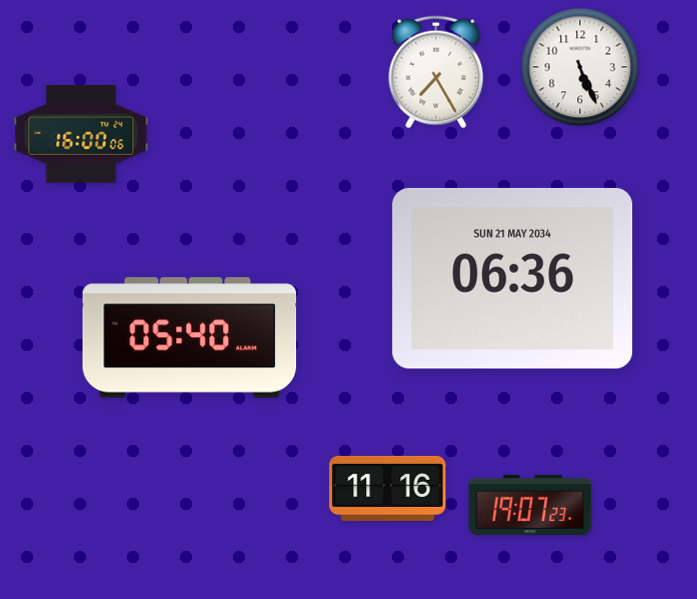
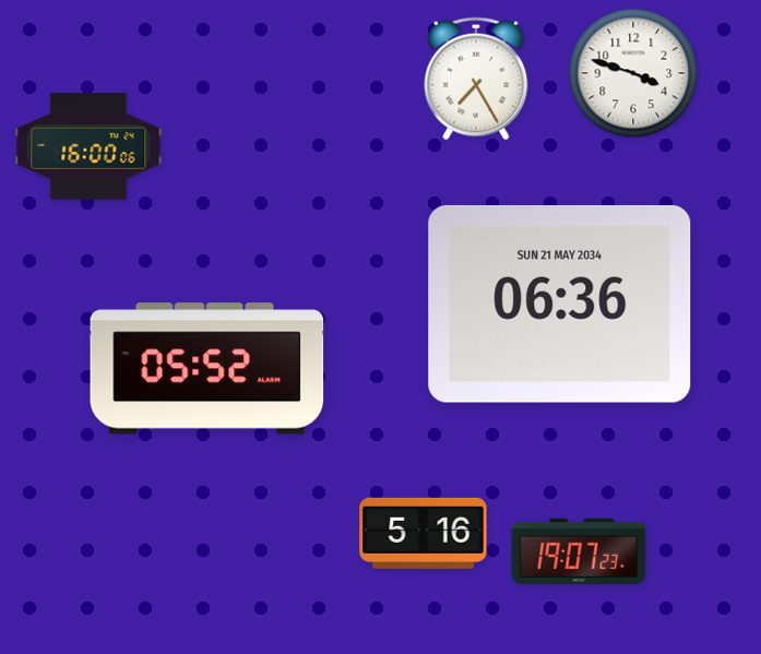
clock at (580, 67): 5:26 -> 3:48
clock at (190, 338): 05:40 -> 05:52
clock at (388, 488): 11:16 -> 5:16
